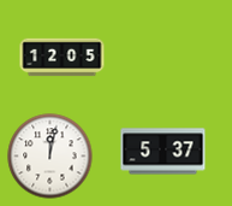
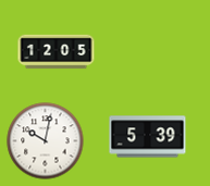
clock at (163, 152): 5:37 -> 5:39
clock at (50, 157): 12:02 -> 10:02
